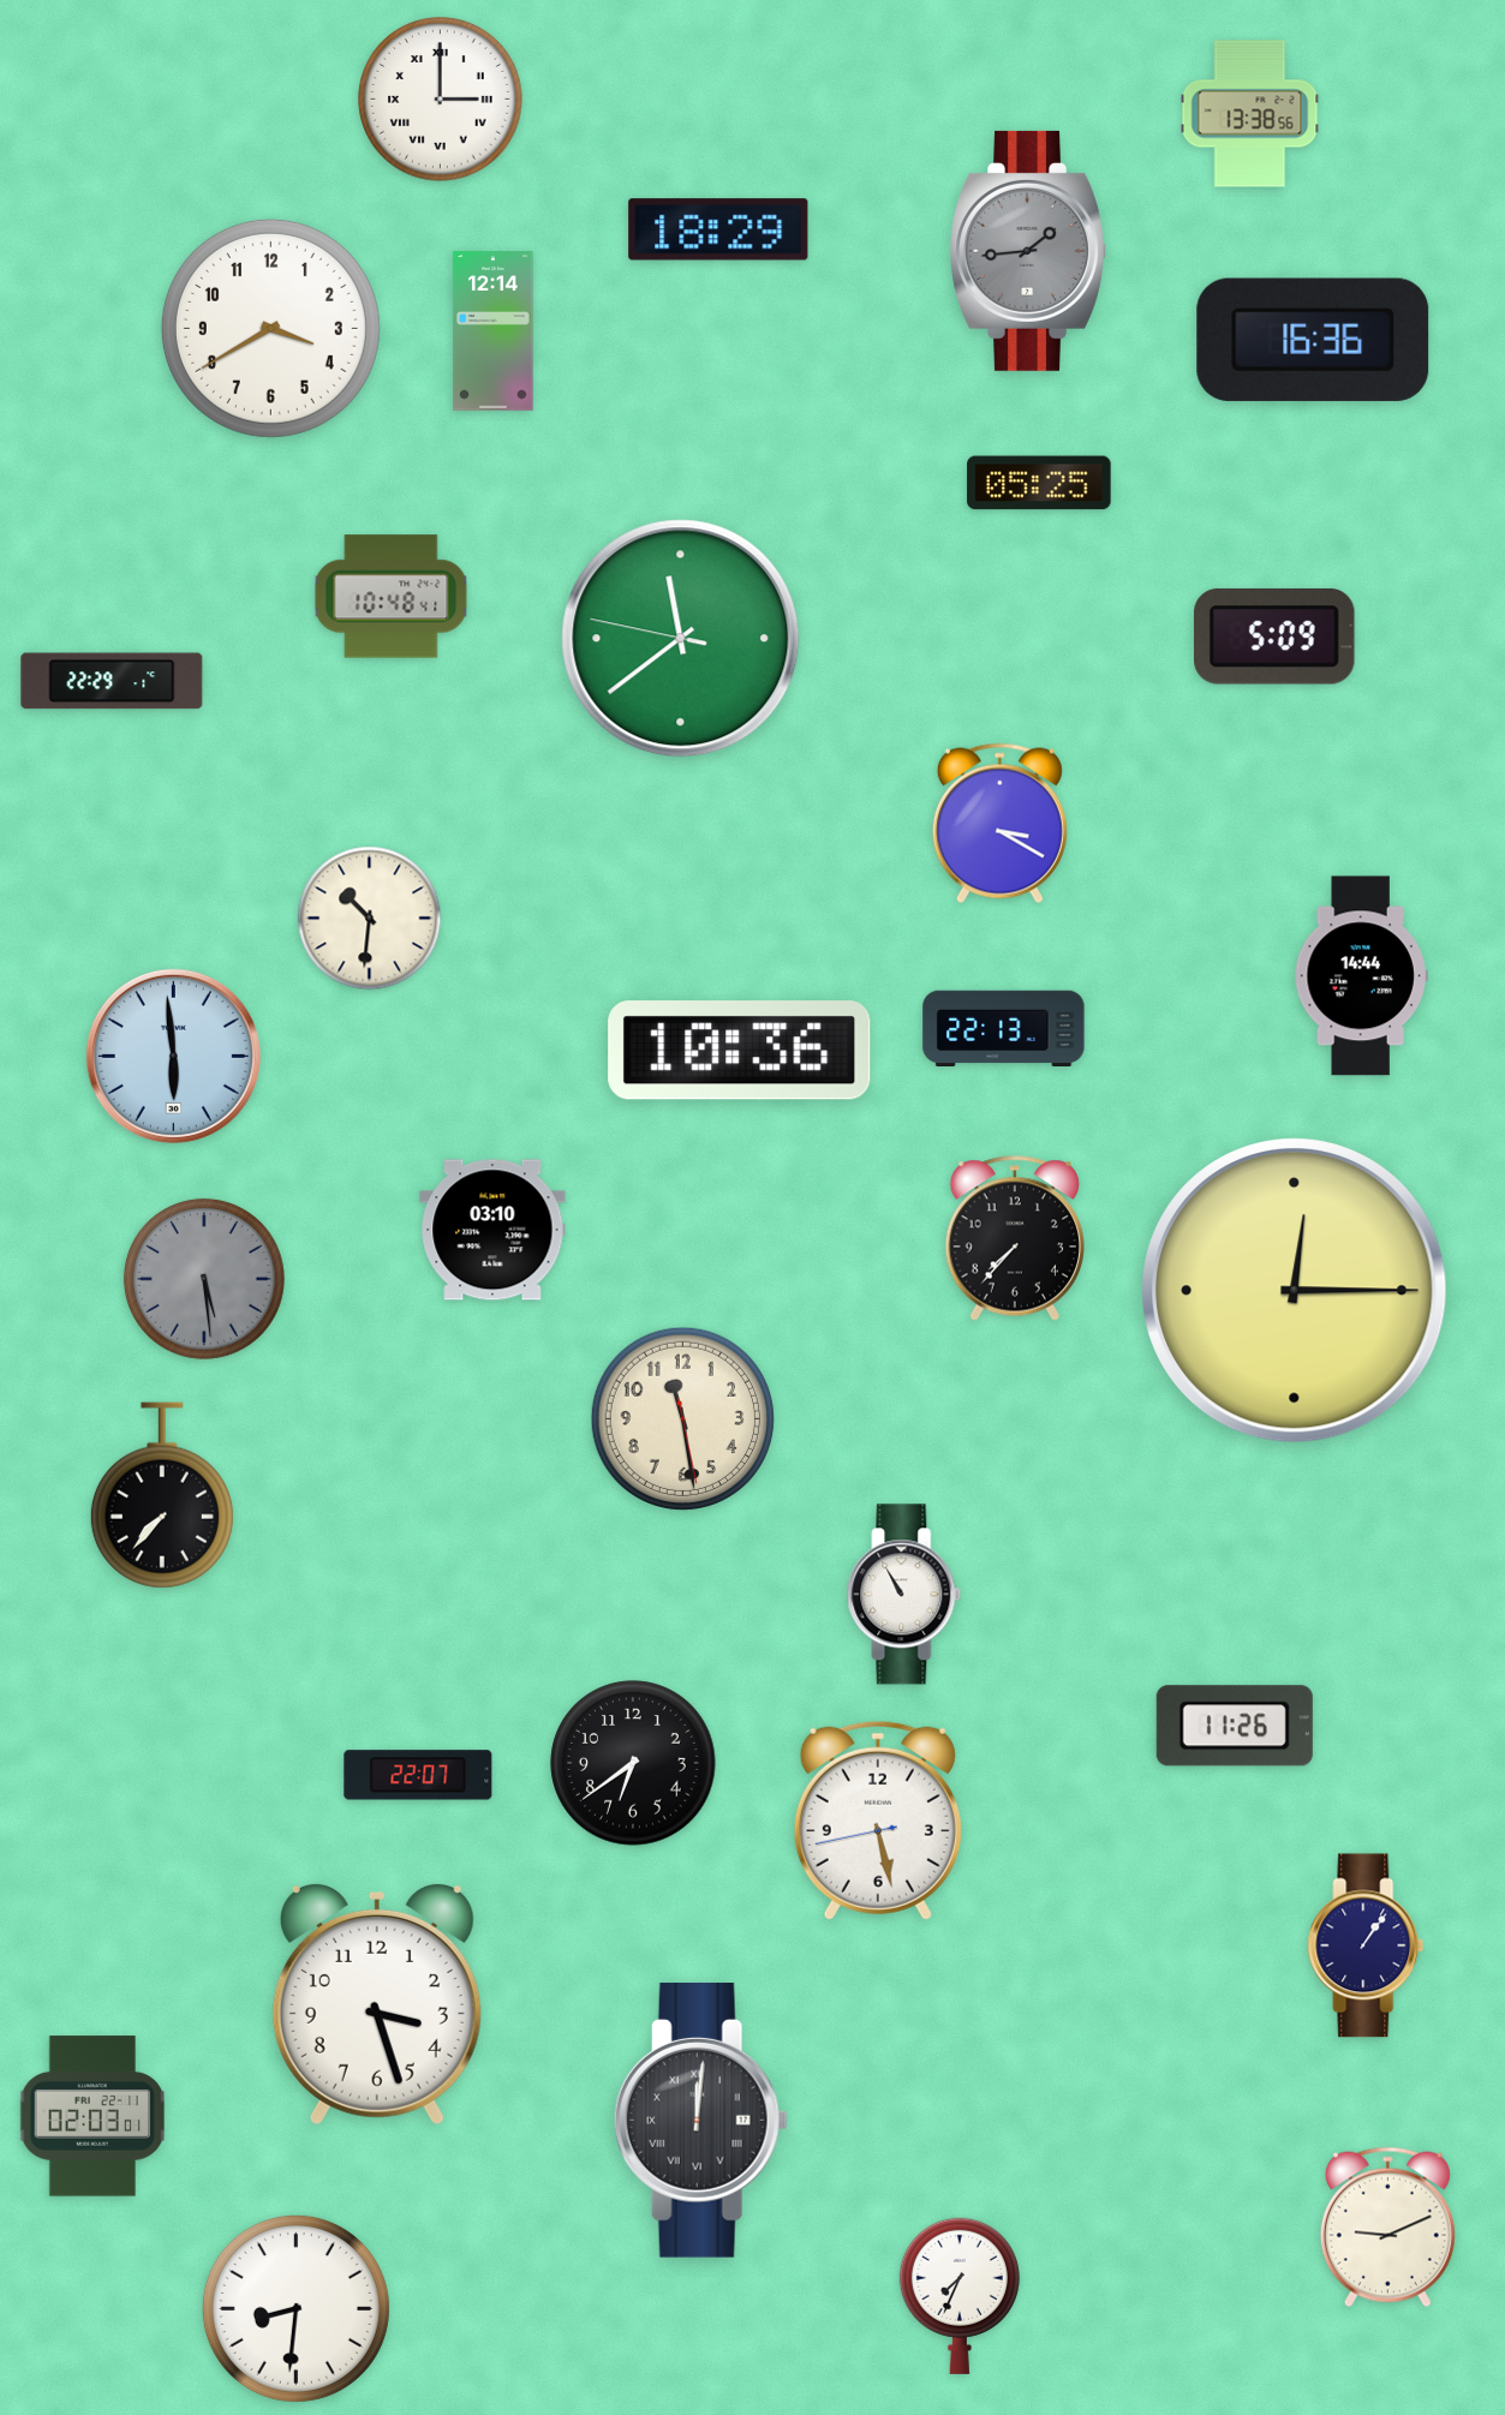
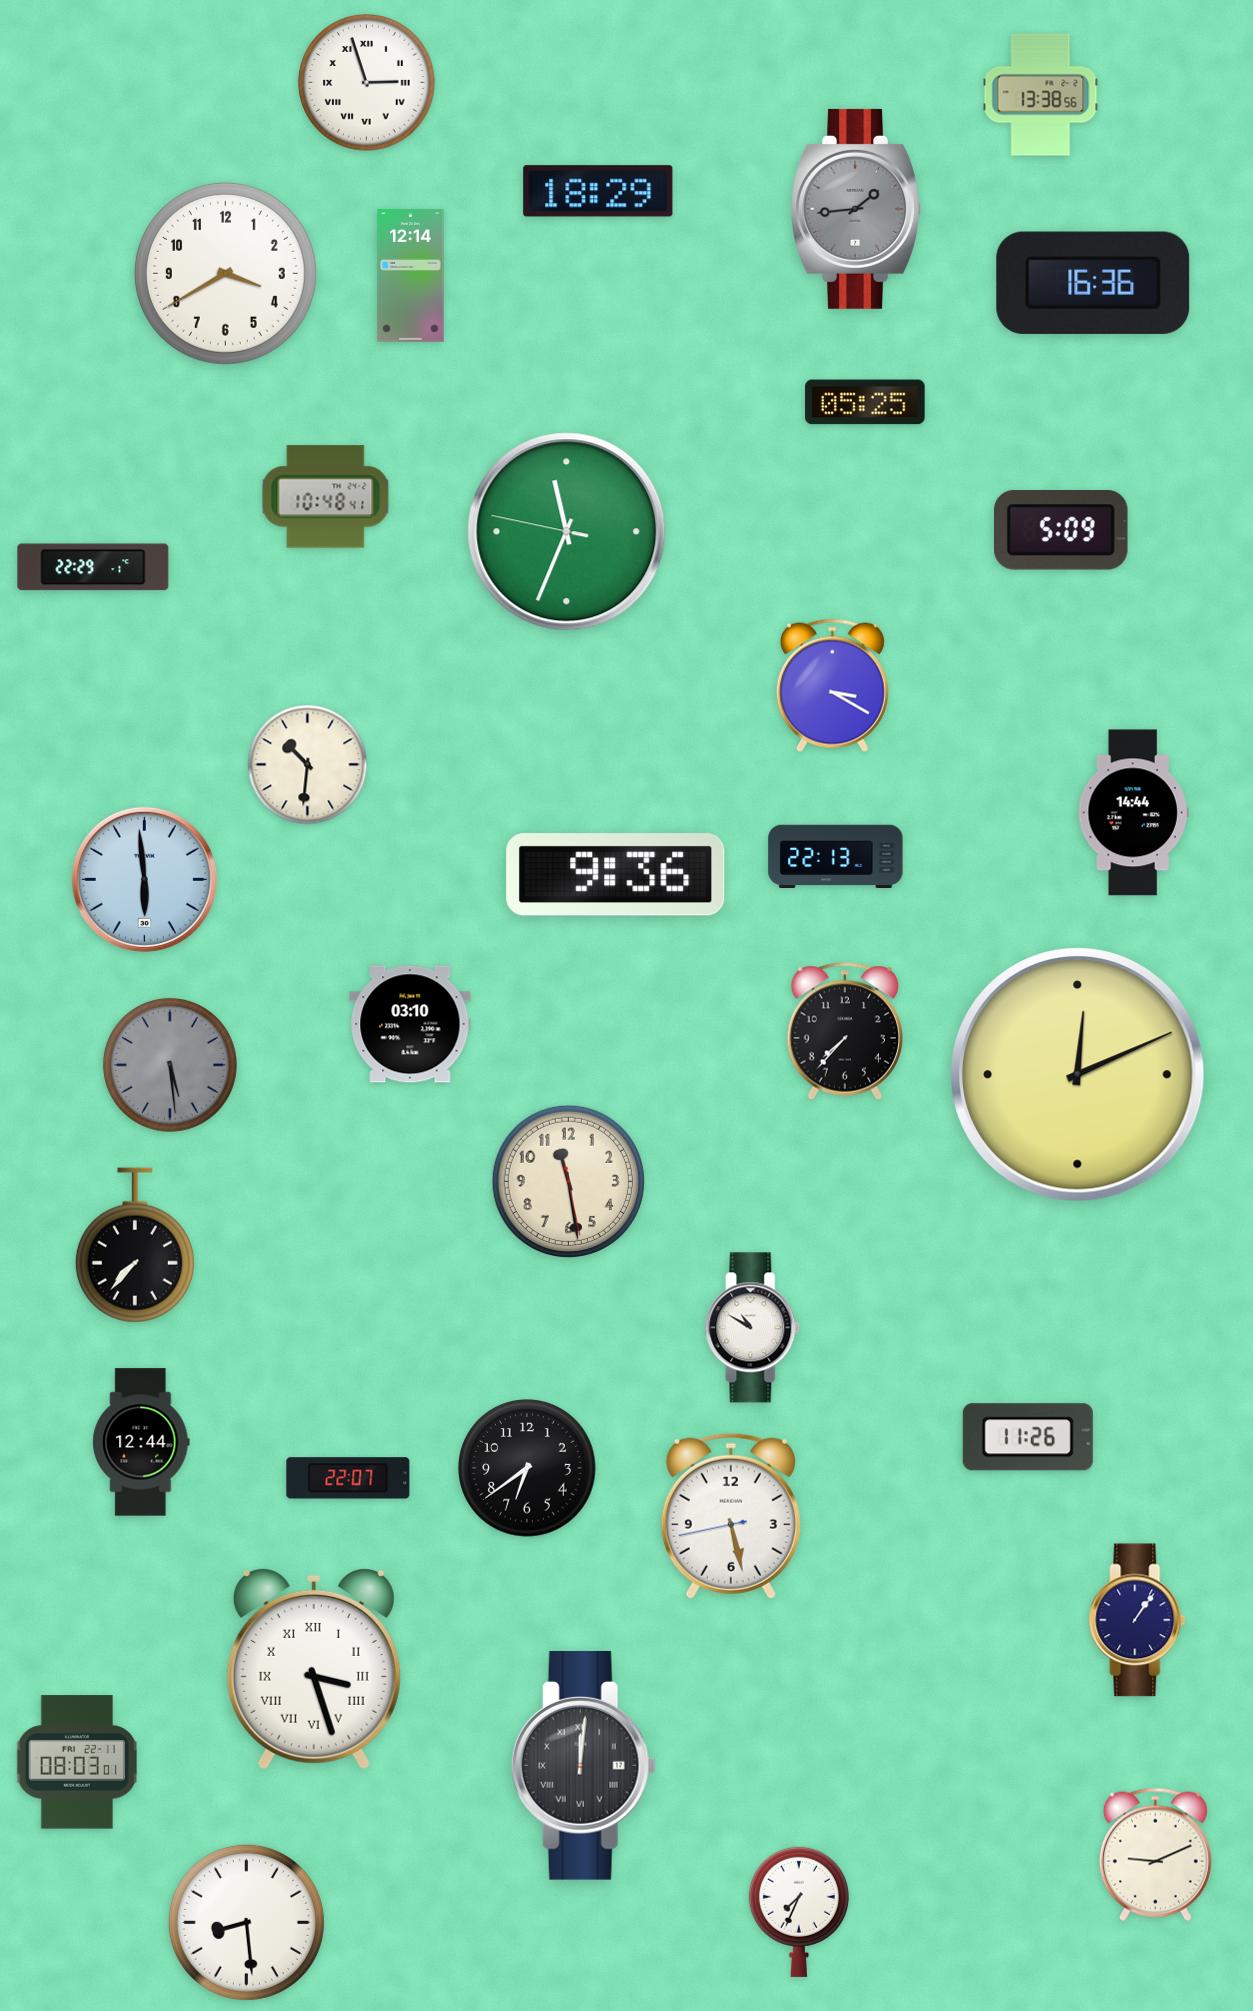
clock at (441, 100): 3:00 -> 2:57
clock at (681, 639): 11:38 -> 11:33
clock at (740, 1051): 10:36 -> 9:36
clock at (1295, 1291): 12:15 -> 12:11
clock at (904, 1595): 10:55 -> 10:50
clock at (141, 1442): none -> 12:44
clock at (377, 2003) numerals: Arabic -> Roman
clock at (91, 2116): 02:03 -> 08:03
clock at (295, 2308): 8:31 -> 8:29
